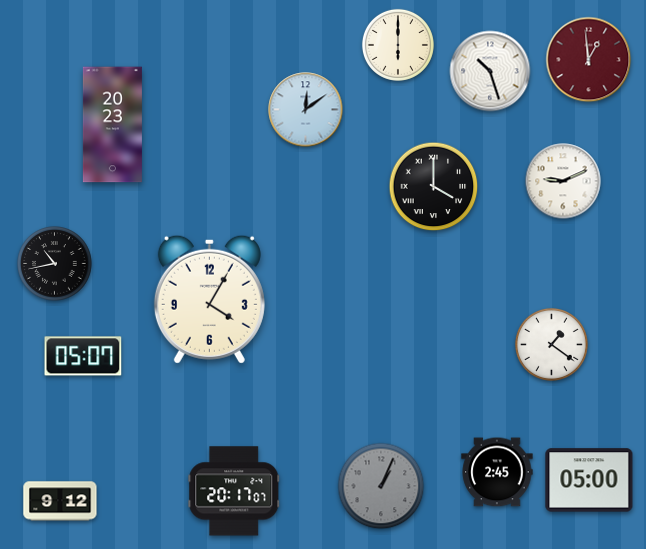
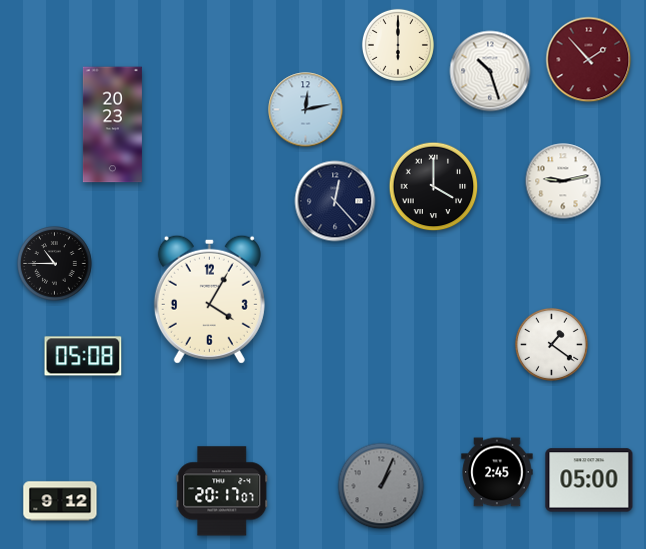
clock at (589, 60): 12:59 -> 1:53
clock at (306, 110): 12:09 -> 12:13
clock at (563, 181): 9:11 -> 9:13
clock at (335, 201): none -> 12:23
clock at (55, 264): 10:43 -> 10:45
clock at (83, 356): 05:07 -> 05:08
clock at (234, 491) position: (234, 491) -> (222, 491)
